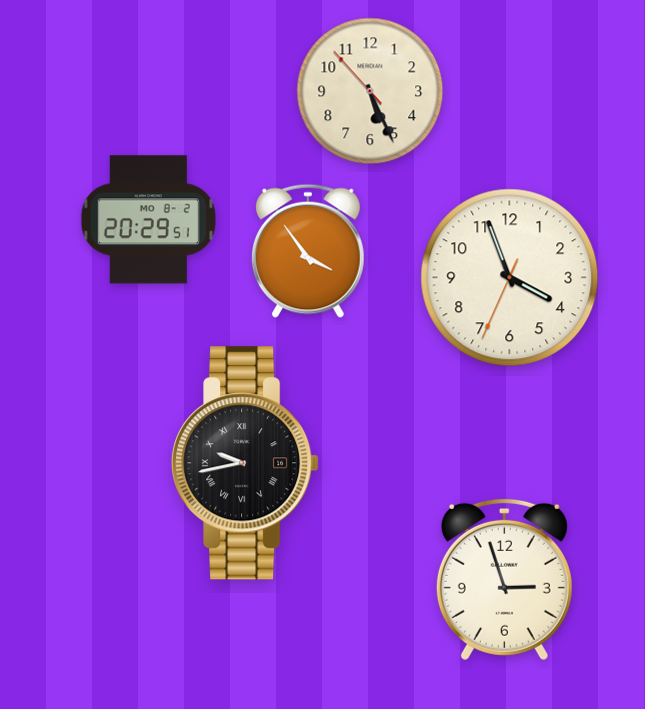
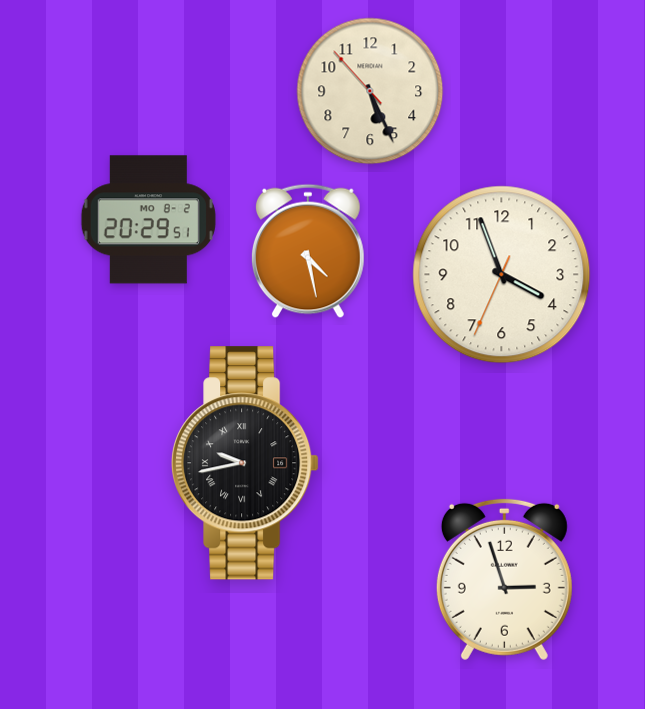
clock at (308, 251): 3:54 -> 4:28
clock at (510, 278) position: (510, 278) -> (502, 275)
